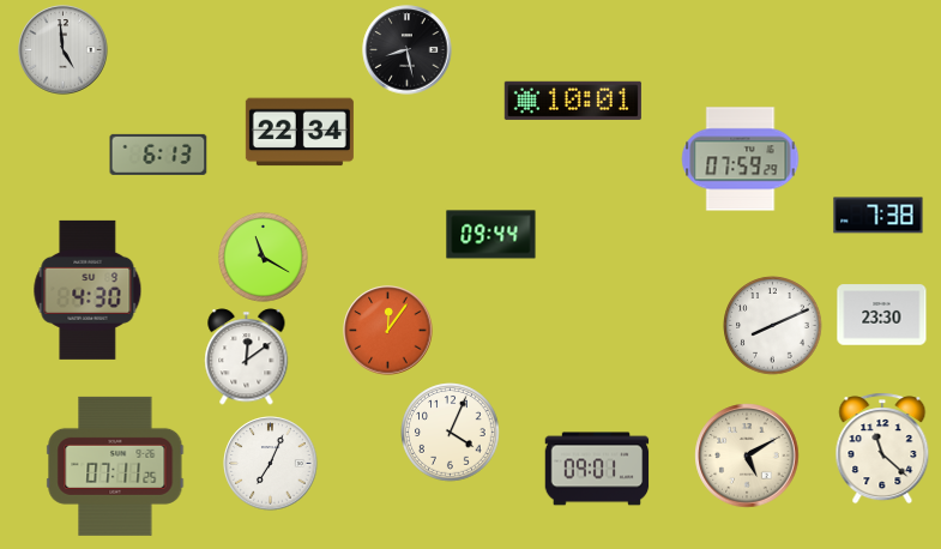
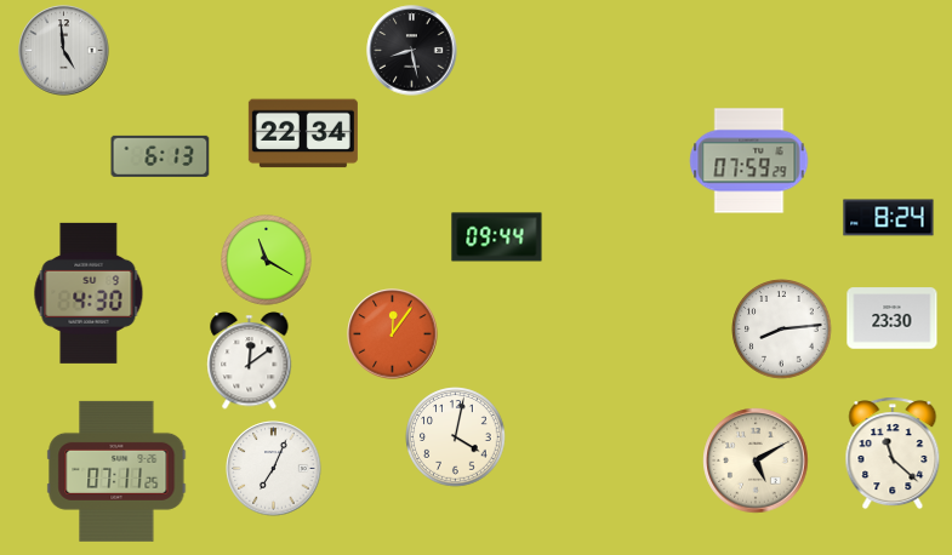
clock at (573, 101): 10:01 -> none
clock at (879, 216): 7:38 -> 8:24
clock at (773, 326): 8:11 -> 8:14
clock at (451, 433): 4:04 -> 4:02
clock at (597, 469): 09:01 -> none
